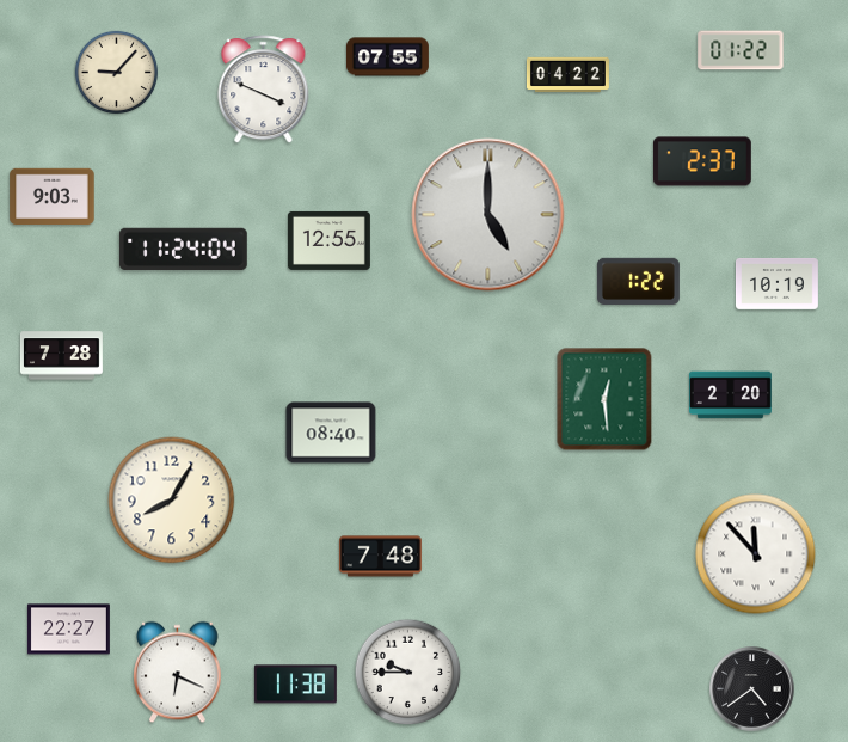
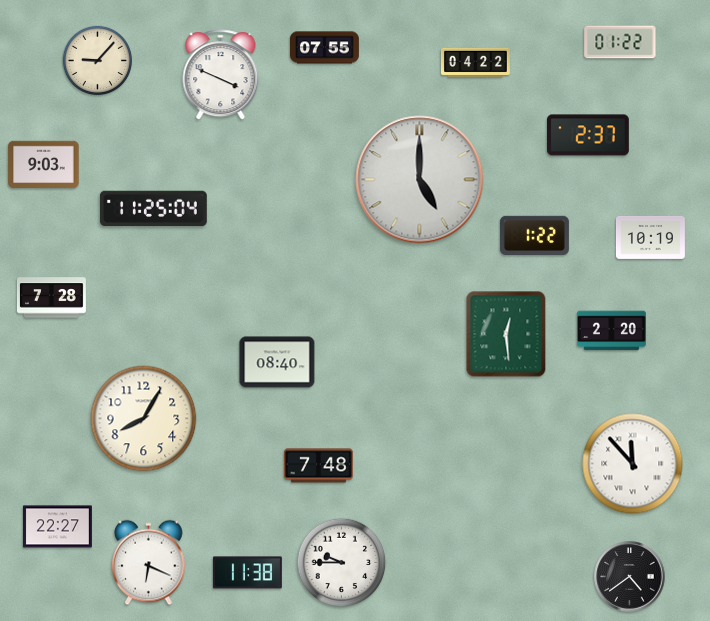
clock at (488, 215) position: (488, 215) -> (420, 180)
clock at (328, 240): 12:55 -> none
clock at (183, 250): 11:24 -> 11:25
